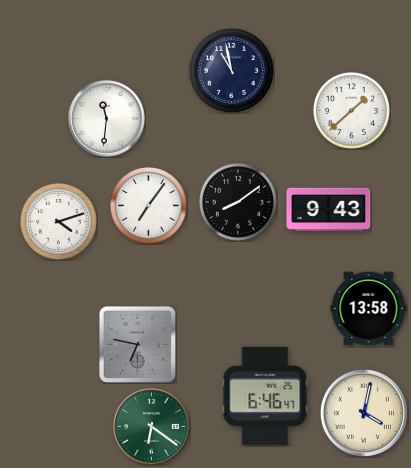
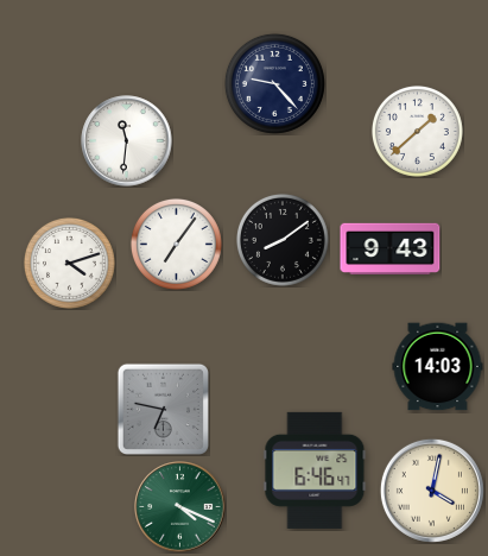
clock at (231, 70): 10:58 -> 9:23
clock at (369, 309): 13:58 -> 14:03
clock at (152, 427): 6:21 -> 4:19
